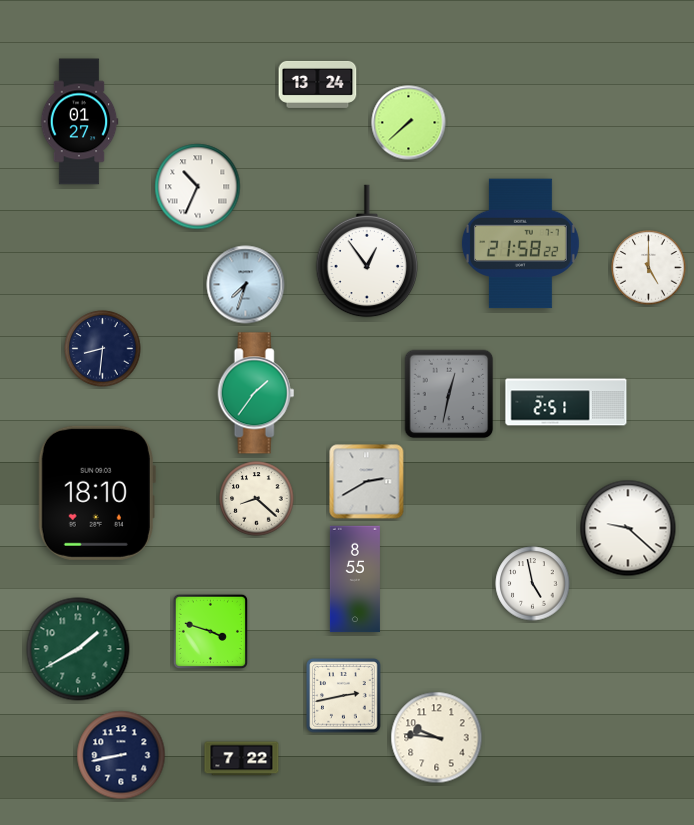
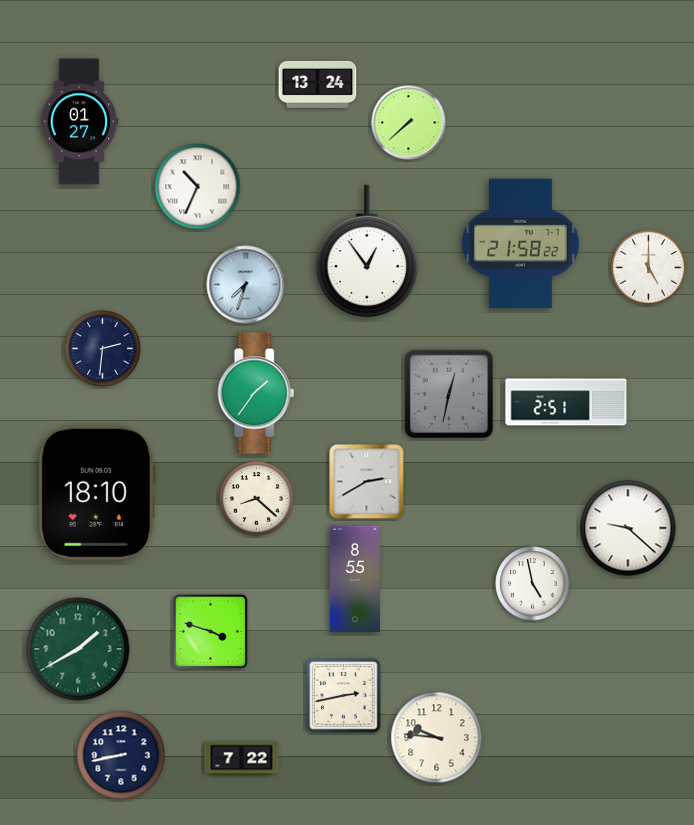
clock at (103, 349): 8:31 -> 2:31
